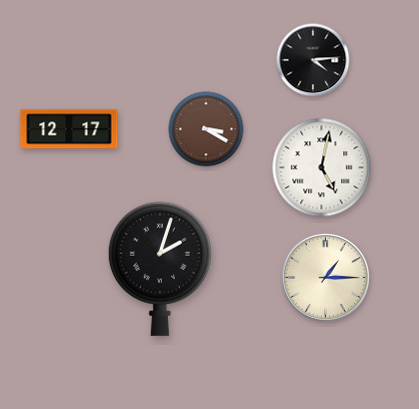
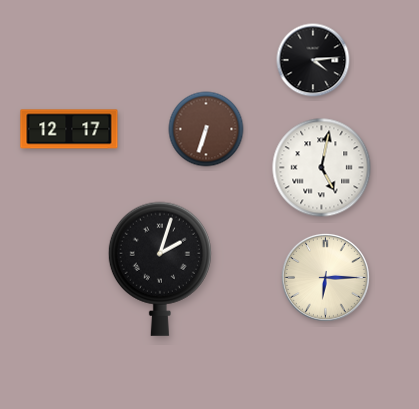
clock at (206, 129): 3:20 -> 6:33
clock at (325, 277): 1:15 -> 6:15
